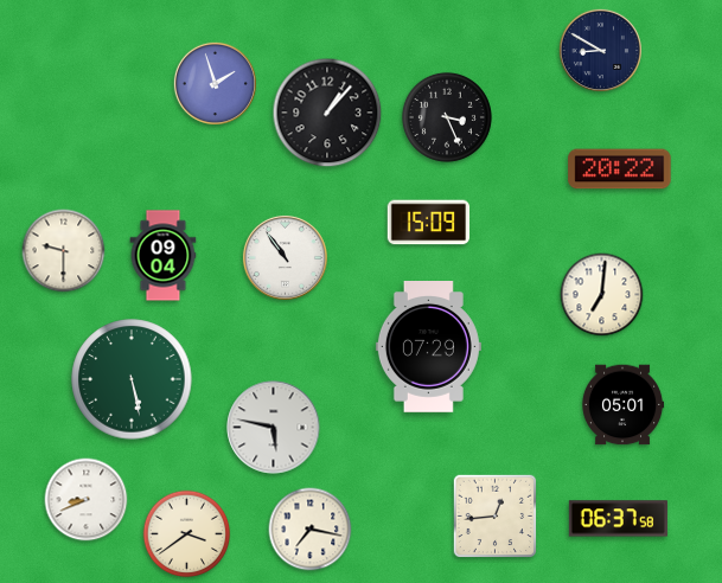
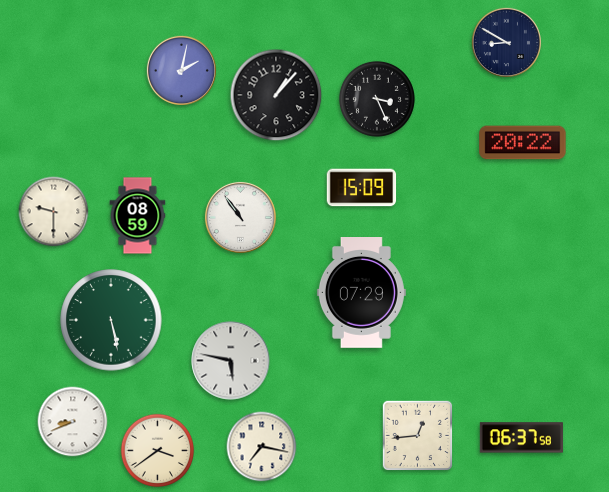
clock at (215, 83): 1:57 -> 2:02
clock at (164, 256): 09:04 -> 08:59
clock at (602, 295): 7:01 -> none
clock at (622, 405): 05:01 -> none
